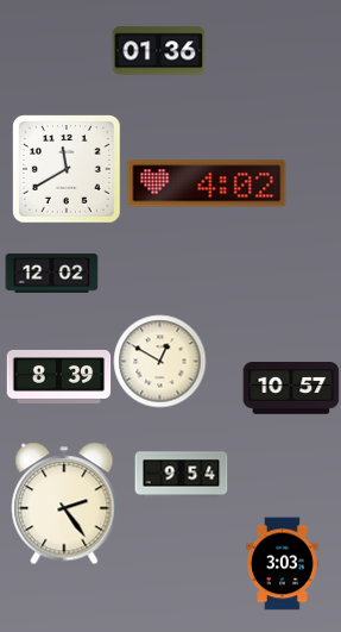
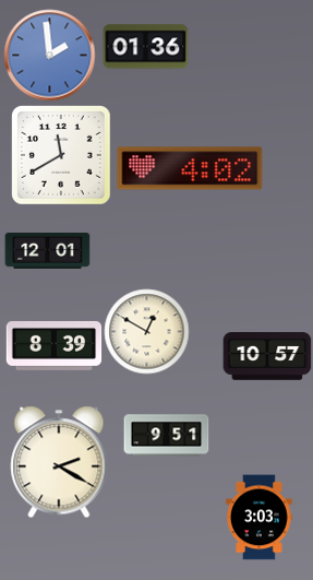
clock at (49, 55): none -> 1:59
clock at (51, 273): 12:02 -> 12:01
clock at (181, 475): 9:54 -> 9:51
clock at (64, 503): 2:24 -> 2:20
